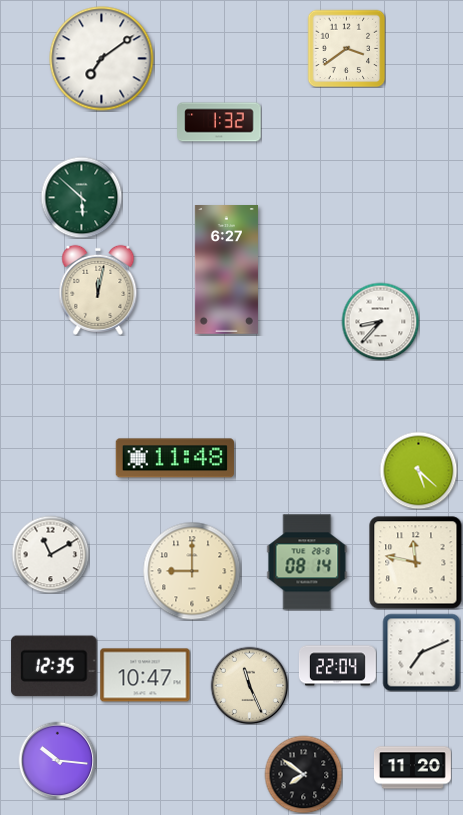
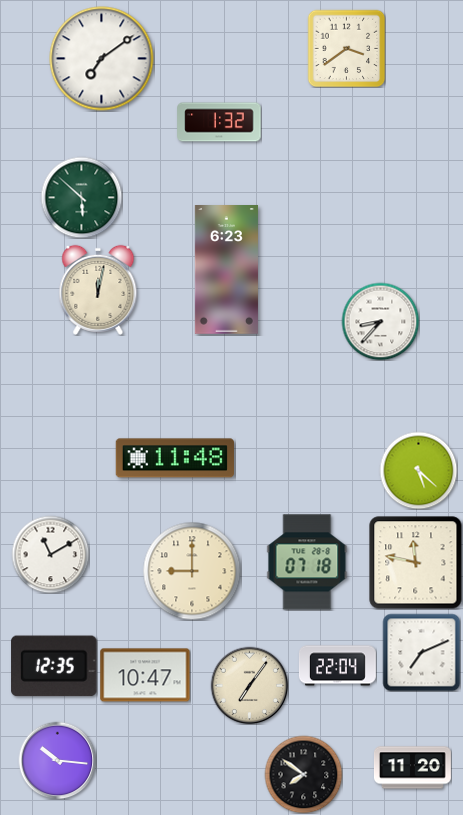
clock at (226, 270): 6:27 -> 6:23
clock at (307, 562): 08:14 -> 07:18
clock at (249, 685): 11:26 -> 7:06
